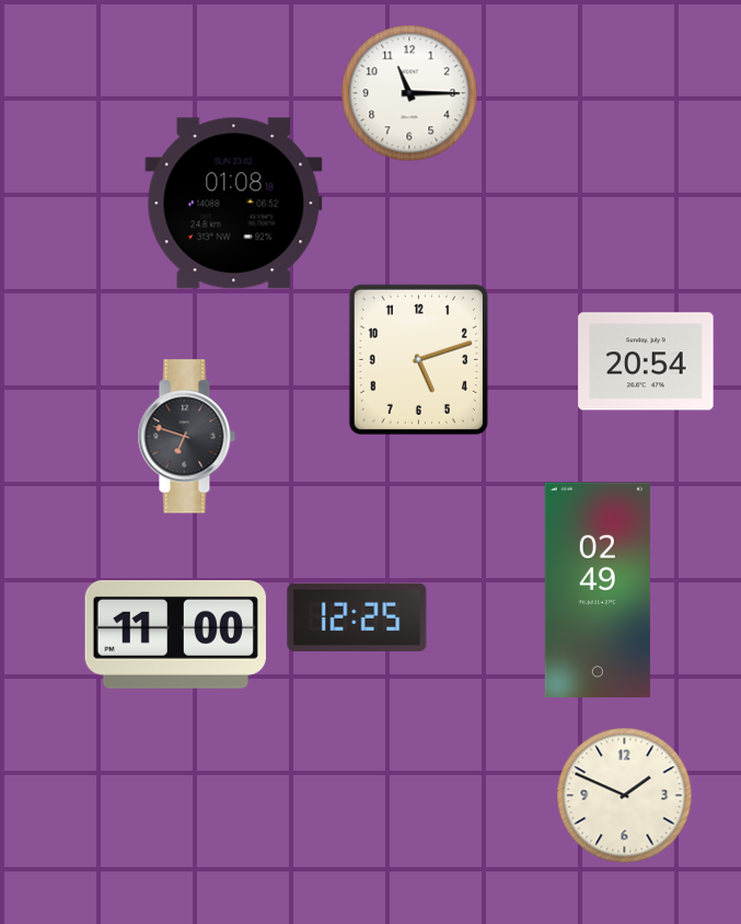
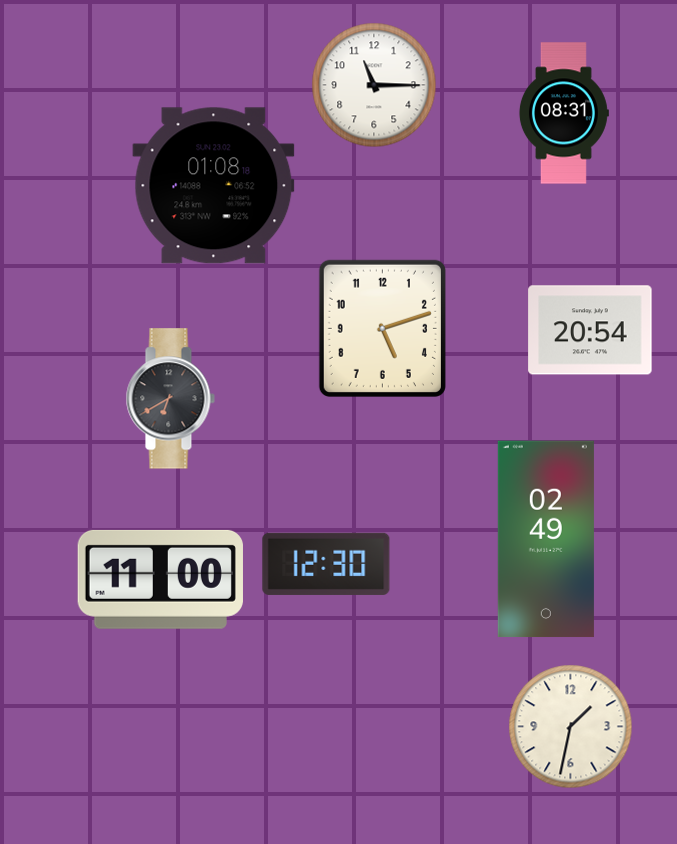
clock at (563, 113): none -> 08:31
clock at (186, 437): 6:48 -> 6:40
clock at (357, 617): 12:25 -> 12:30
clock at (625, 796): 1:49 -> 1:32
